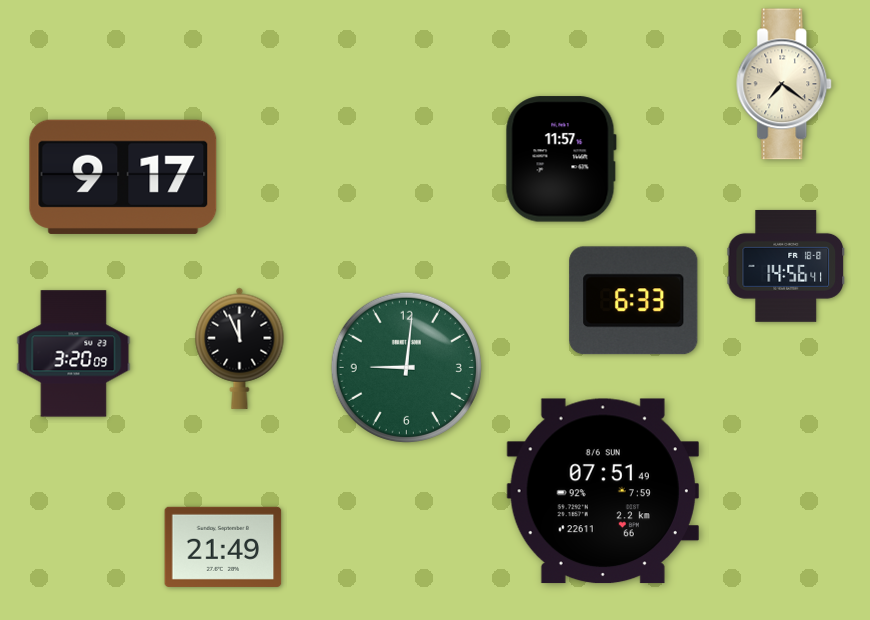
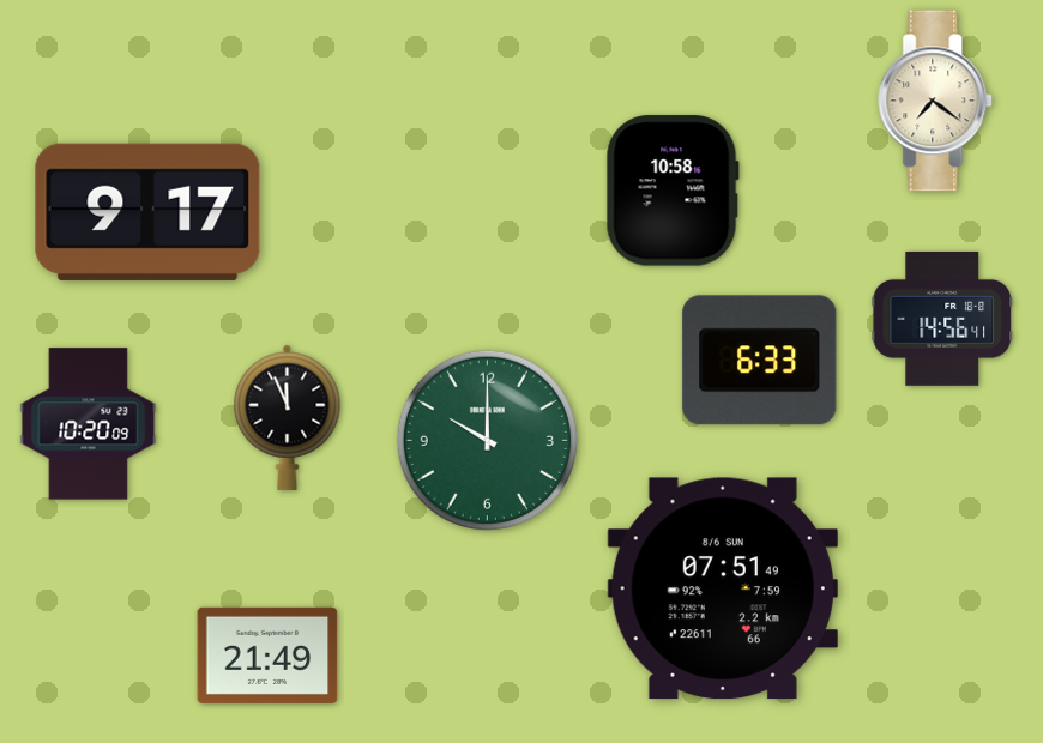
clock at (785, 84) position: (785, 84) -> (936, 101)
clock at (561, 159): 11:57 -> 10:58
clock at (74, 354): 3:20 -> 10:20
clock at (406, 367): 9:01 -> 10:00
